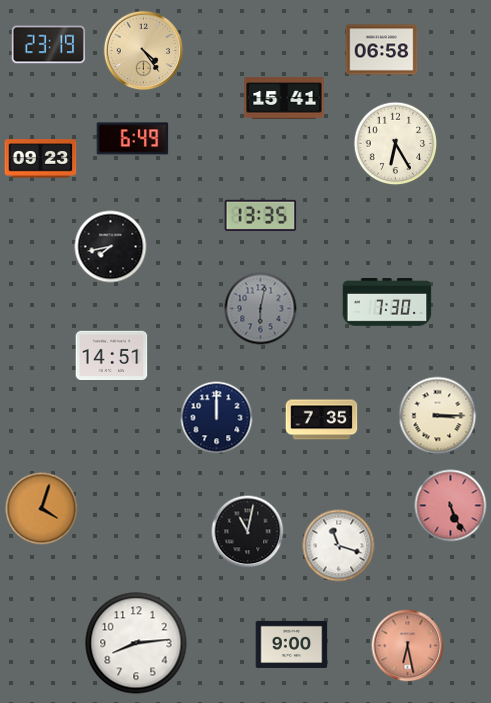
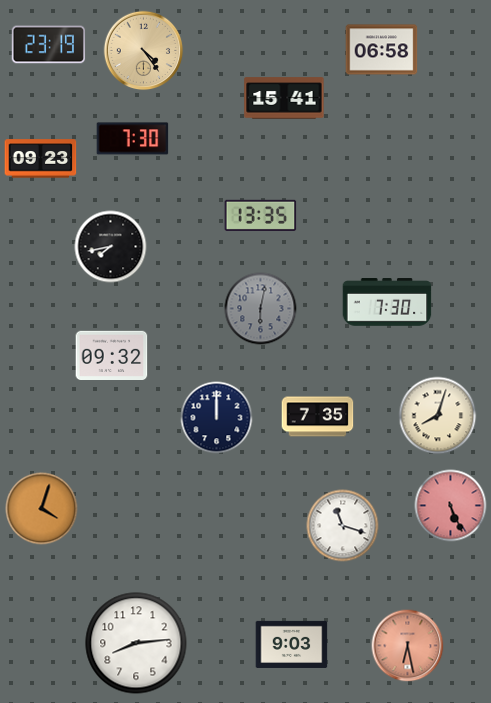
clock at (133, 139): 6:49 -> 7:30
clock at (396, 144): 6:25 -> none
clock at (112, 355): 14:51 -> 09:32
clock at (438, 416): 3:15 -> 8:03
clock at (322, 420) position: (322, 420) -> (318, 417)
clock at (248, 532): 11:02 -> none
clock at (339, 546) position: (339, 546) -> (343, 526)
clock at (292, 644): 9:00 -> 9:03
